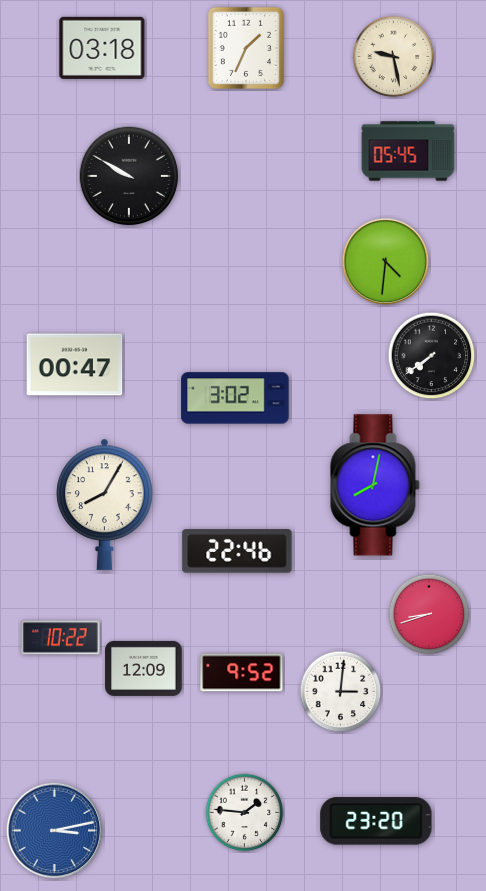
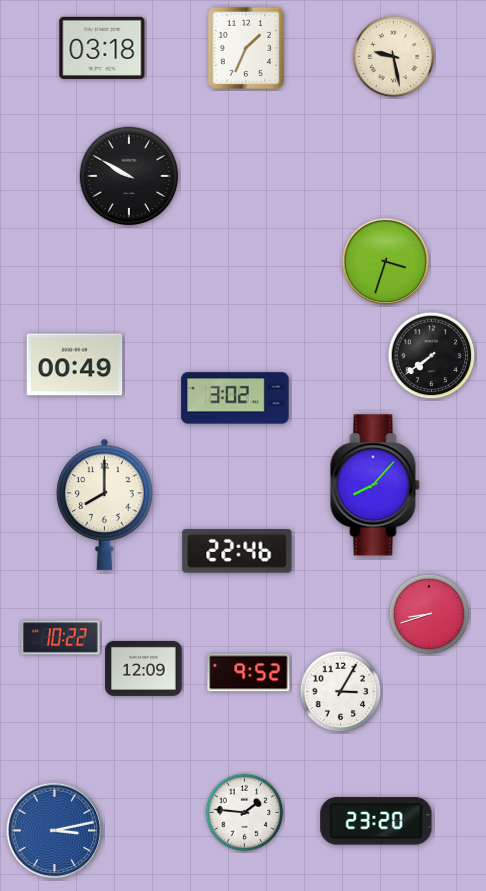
clock at (408, 151): 05:45 -> none
clock at (386, 262): 4:31 -> 3:33
clock at (75, 365): 00:47 -> 00:49
clock at (375, 485): 8:02 -> 8:07
clock at (105, 504): 8:05 -> 8:00
clock at (242, 673) position: (242, 673) -> (249, 673)
clock at (341, 692): 3:01 -> 3:05
